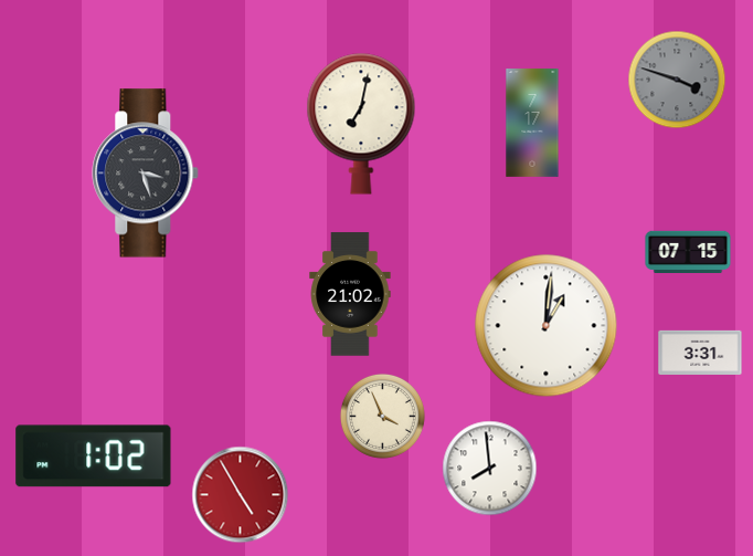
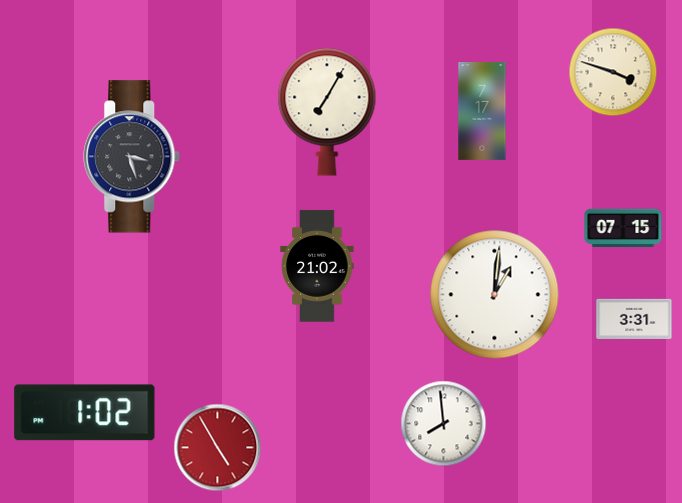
clock at (677, 80) dial: grey -> cream
clock at (361, 124): 7:02 -> 7:05
clock at (382, 416): 3:56 -> none
